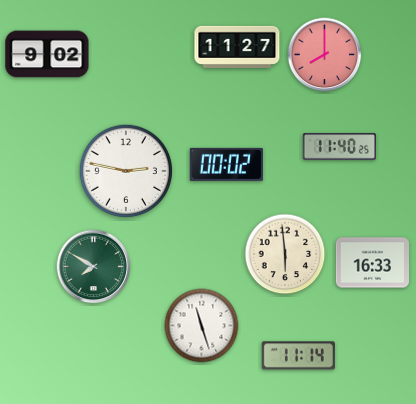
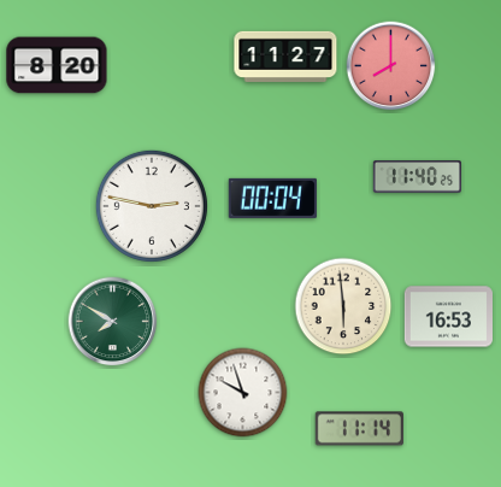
clock at (47, 54): 9:02 -> 8:20
clock at (339, 147) position: (339, 147) -> (417, 177)
clock at (226, 164): 00:02 -> 00:04
clock at (372, 263): 16:33 -> 16:53
clock at (202, 326): 11:27 -> 9:57
